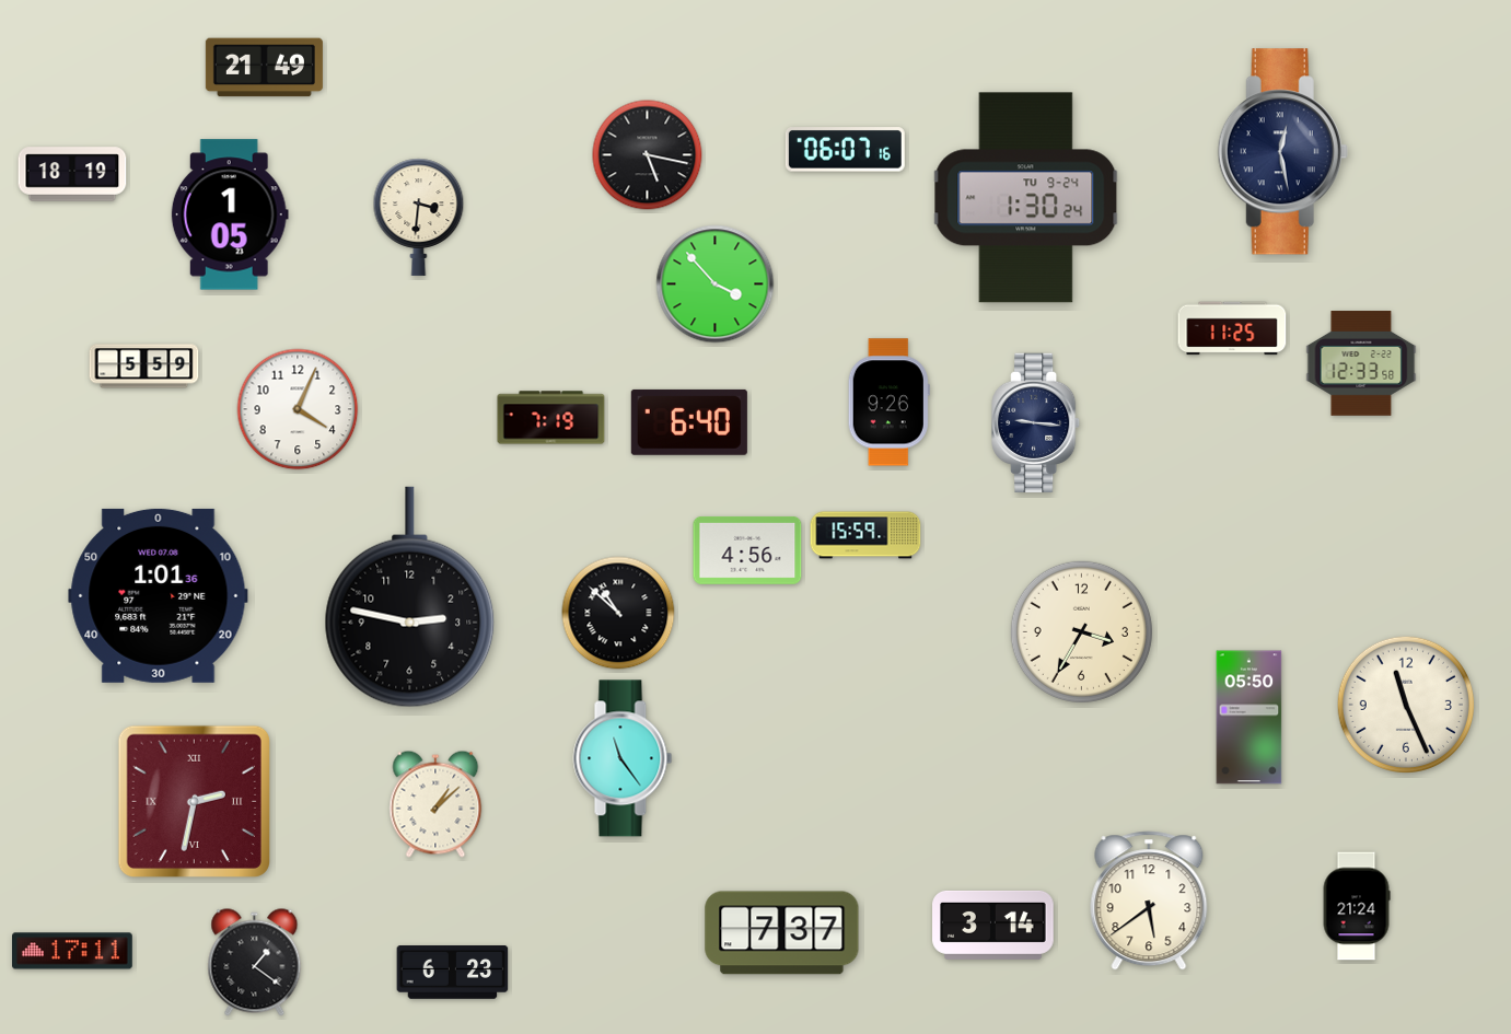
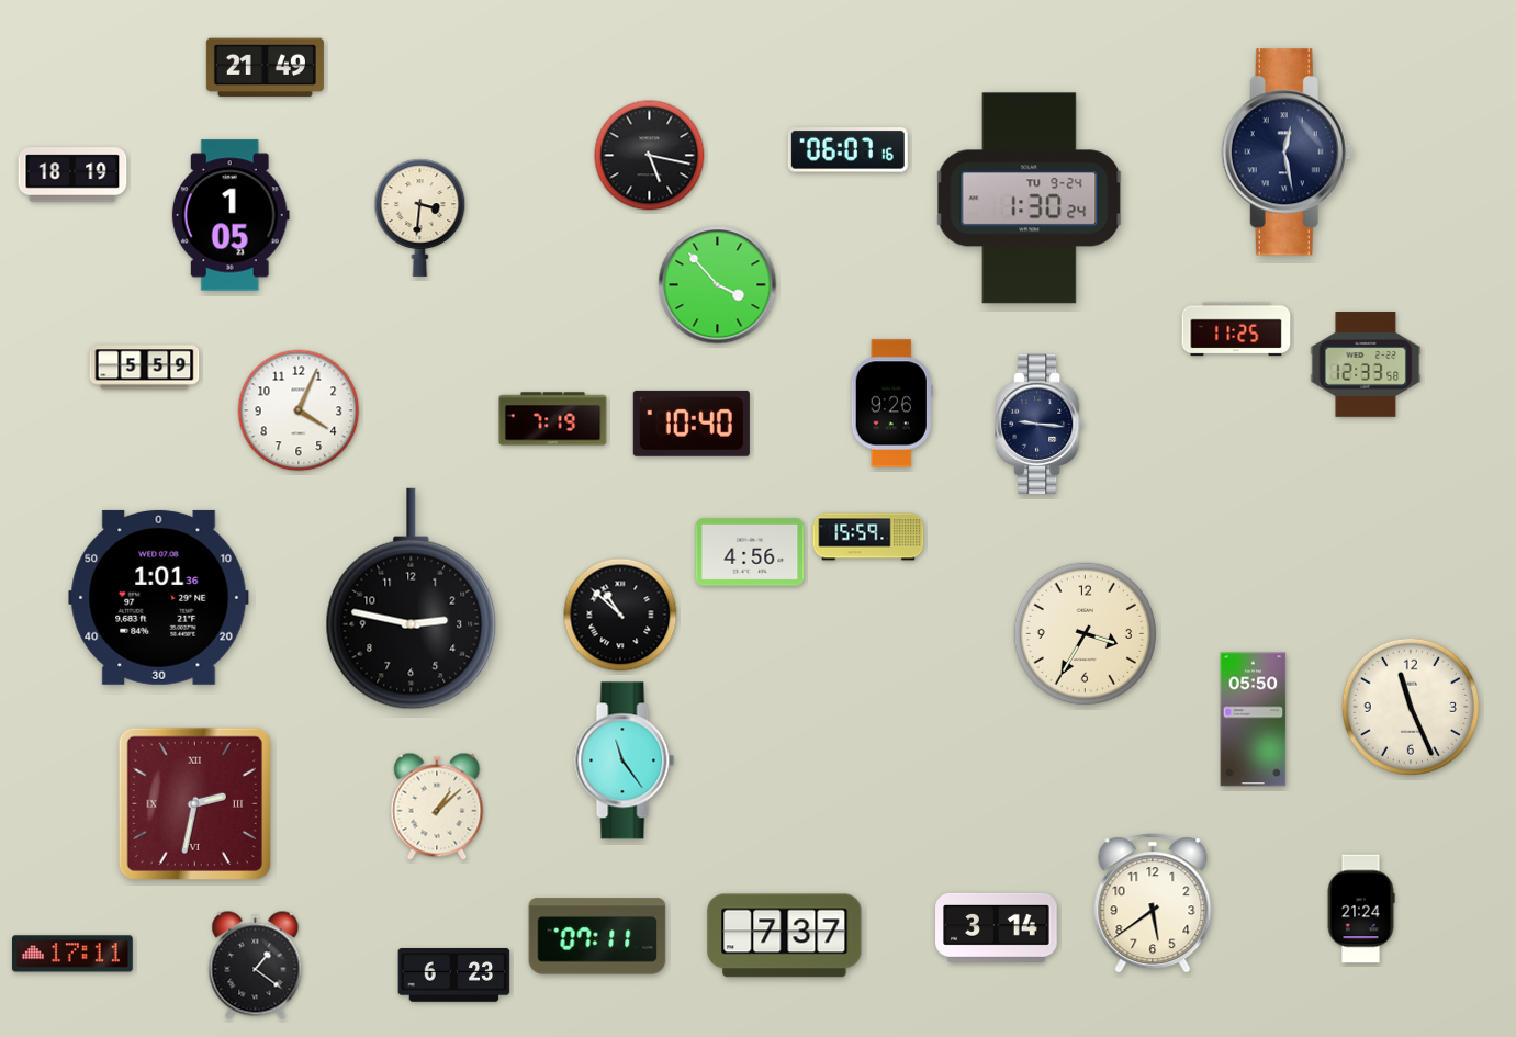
clock at (689, 422): 6:40 -> 10:40
clock at (597, 936): none -> 07:11
